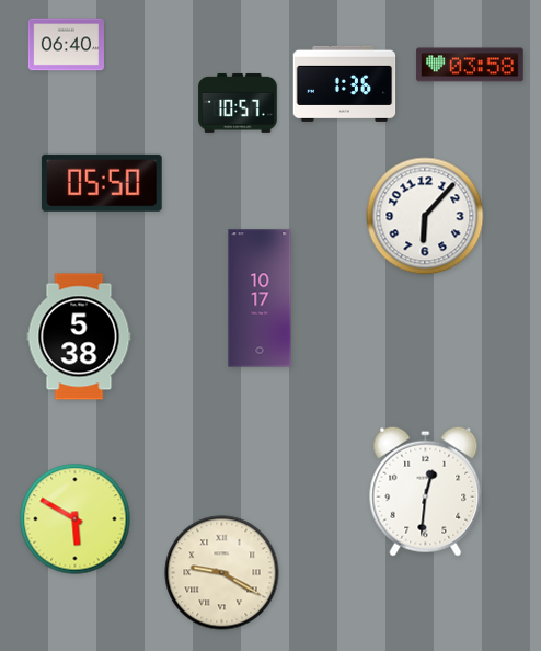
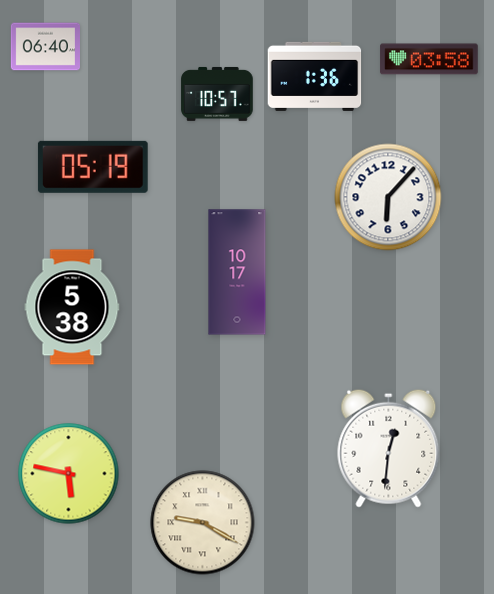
clock at (66, 45) position: (66, 45) -> (45, 47)
clock at (102, 183): 05:50 -> 05:19
clock at (76, 519): 5:50 -> 5:47
